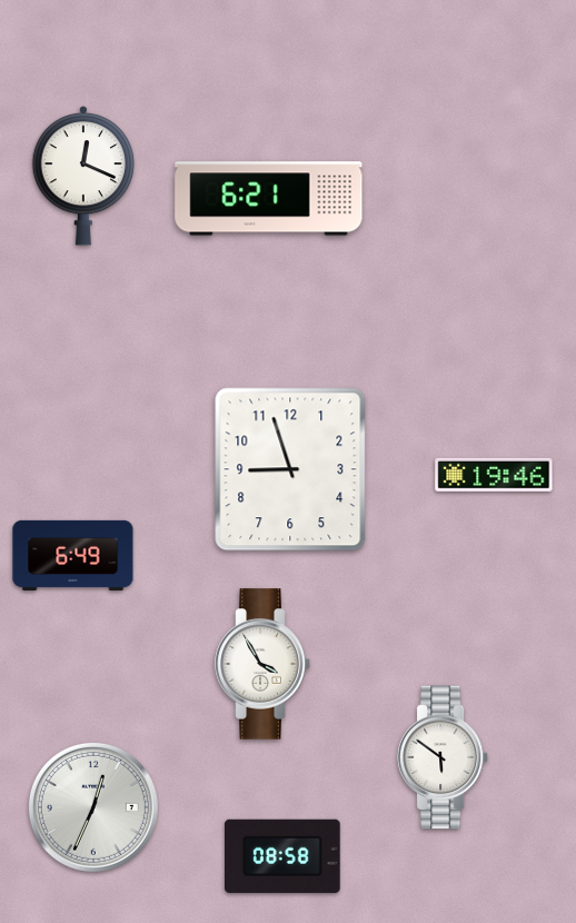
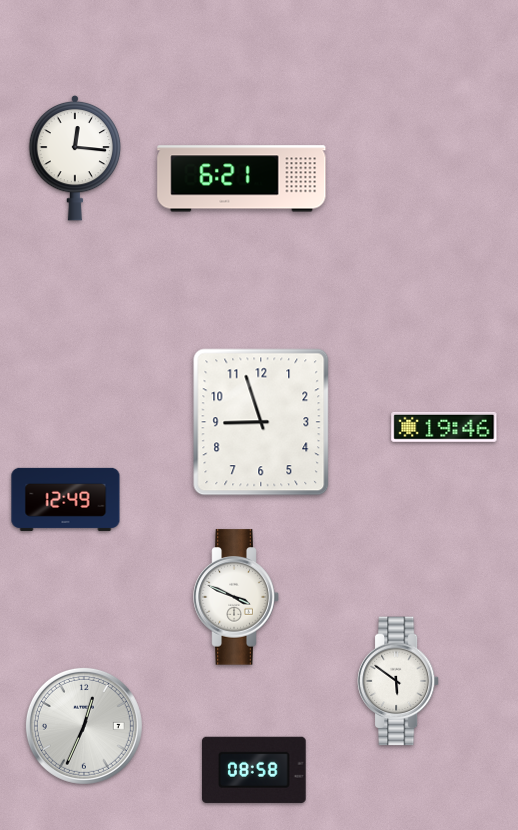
clock at (83, 176): 12:19 -> 12:16
clock at (73, 555): 6:49 -> 12:49
clock at (262, 664): 3:55 -> 3:49
